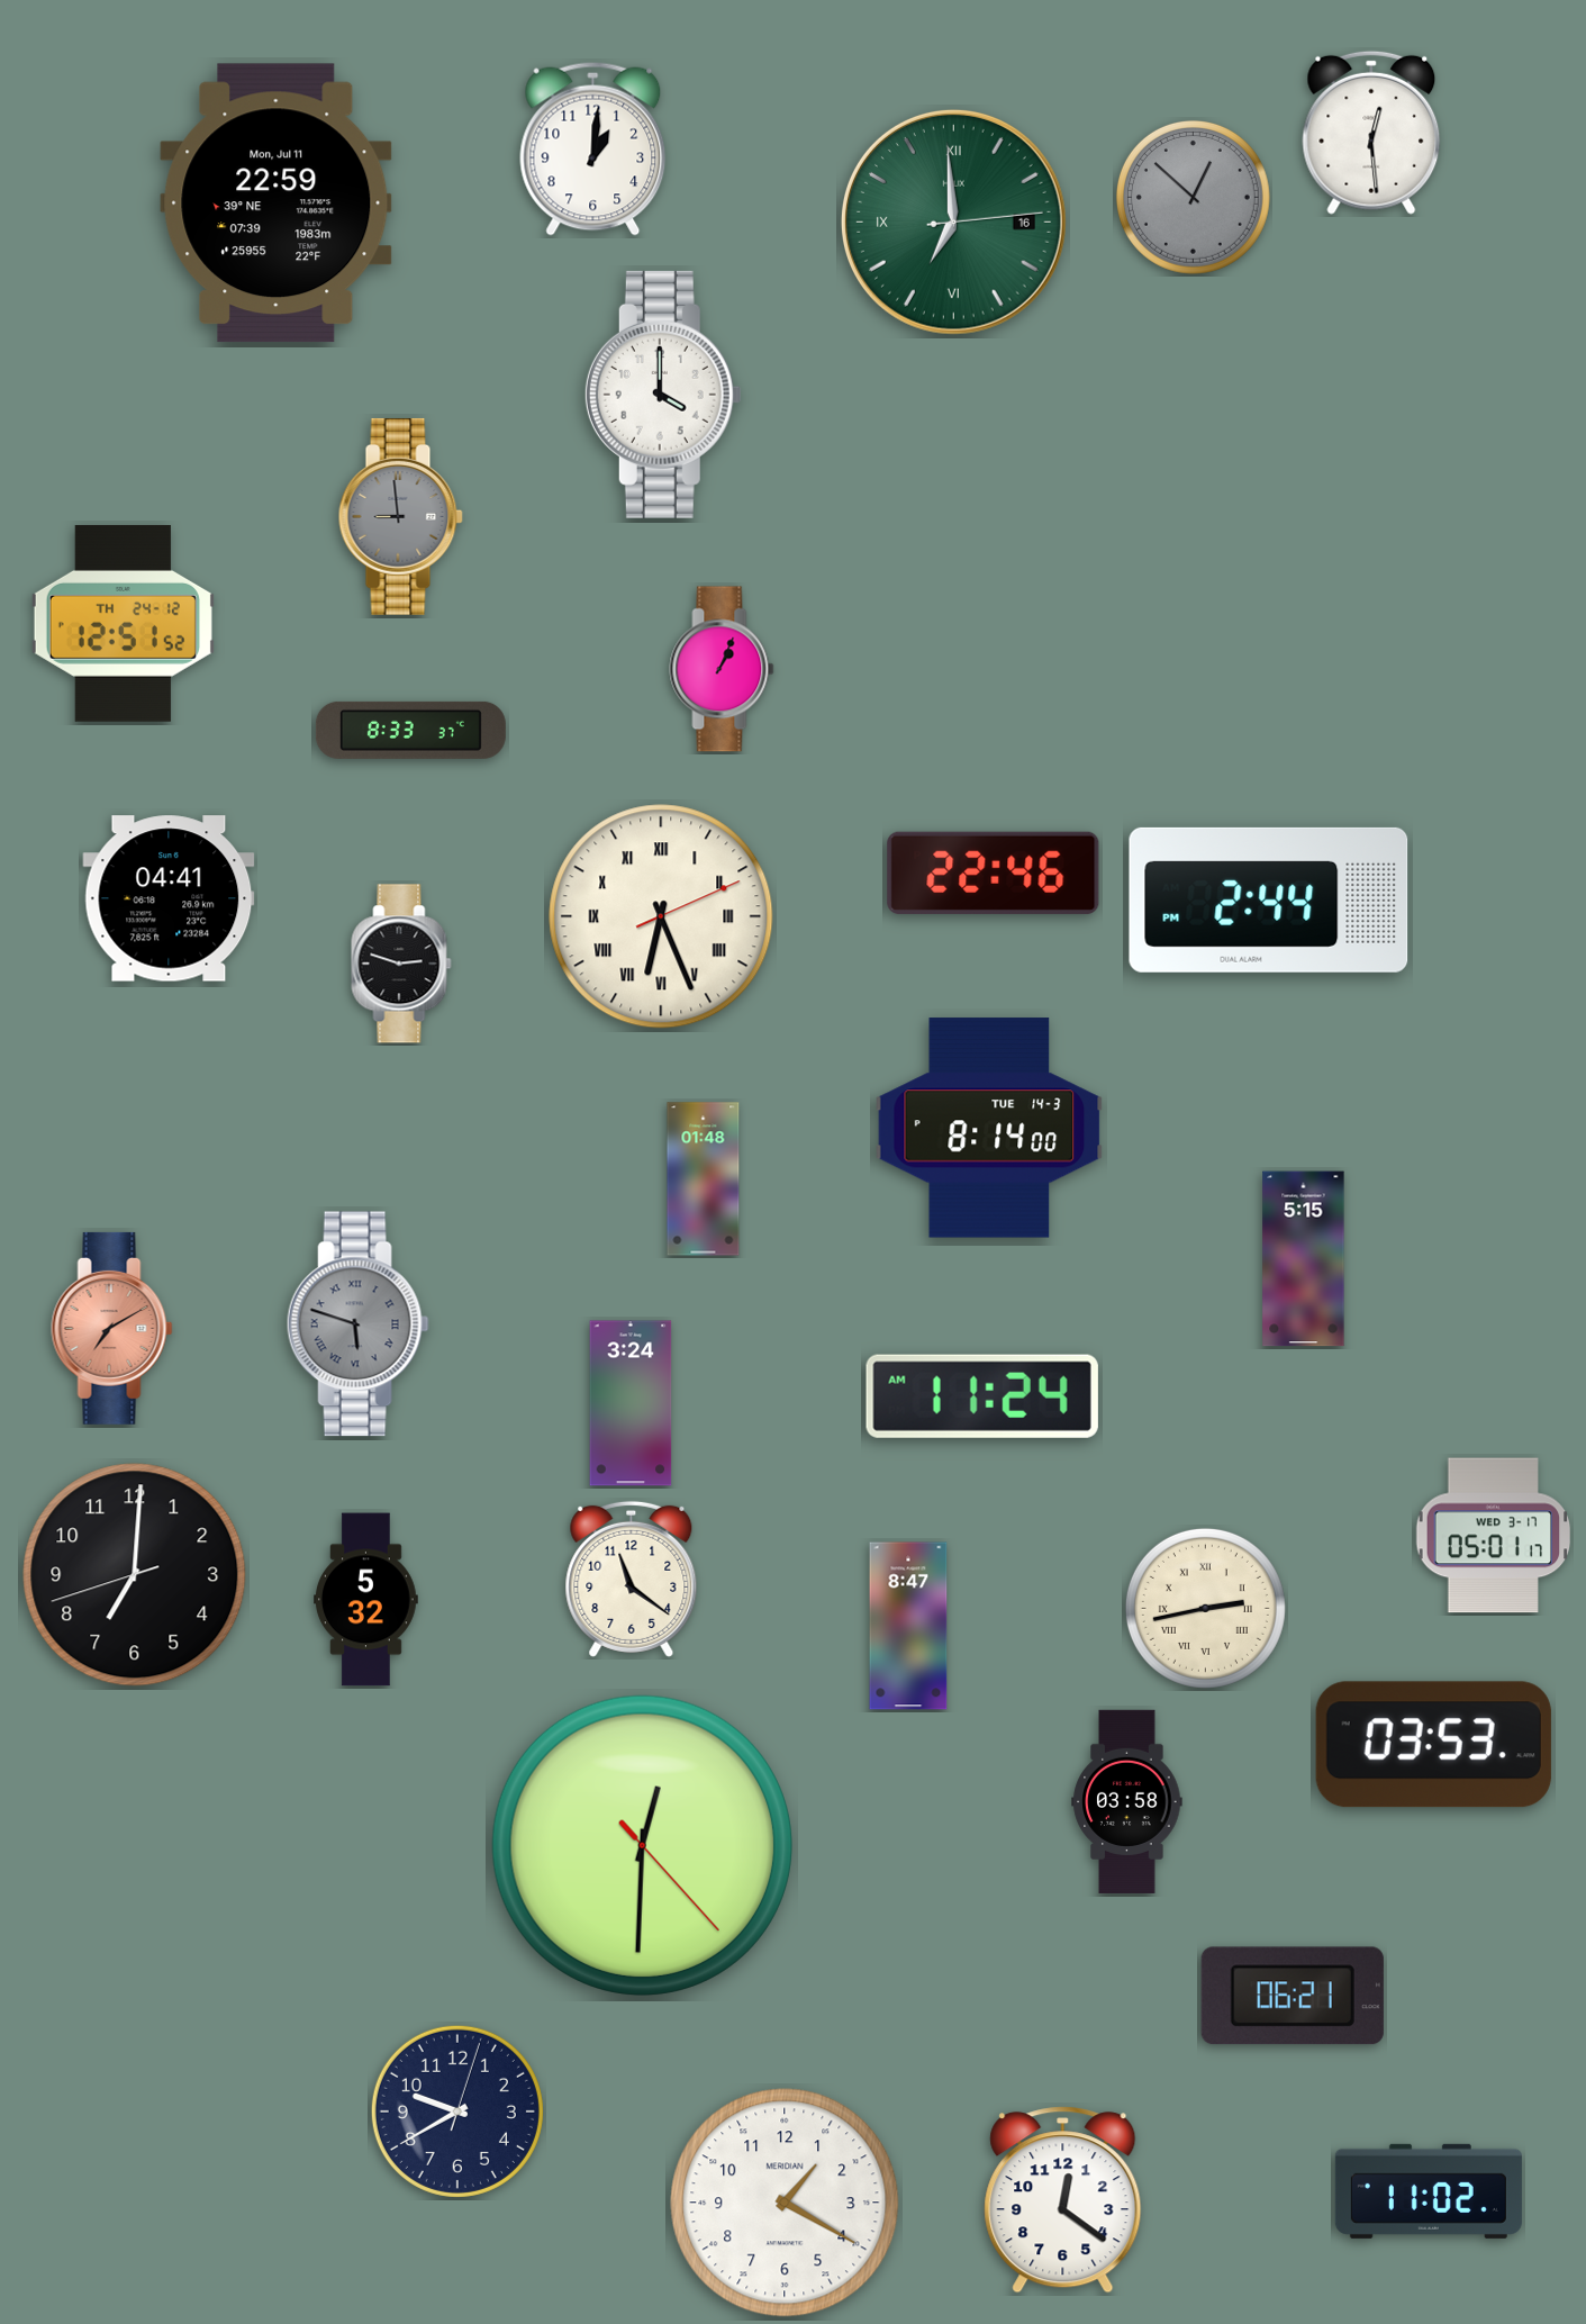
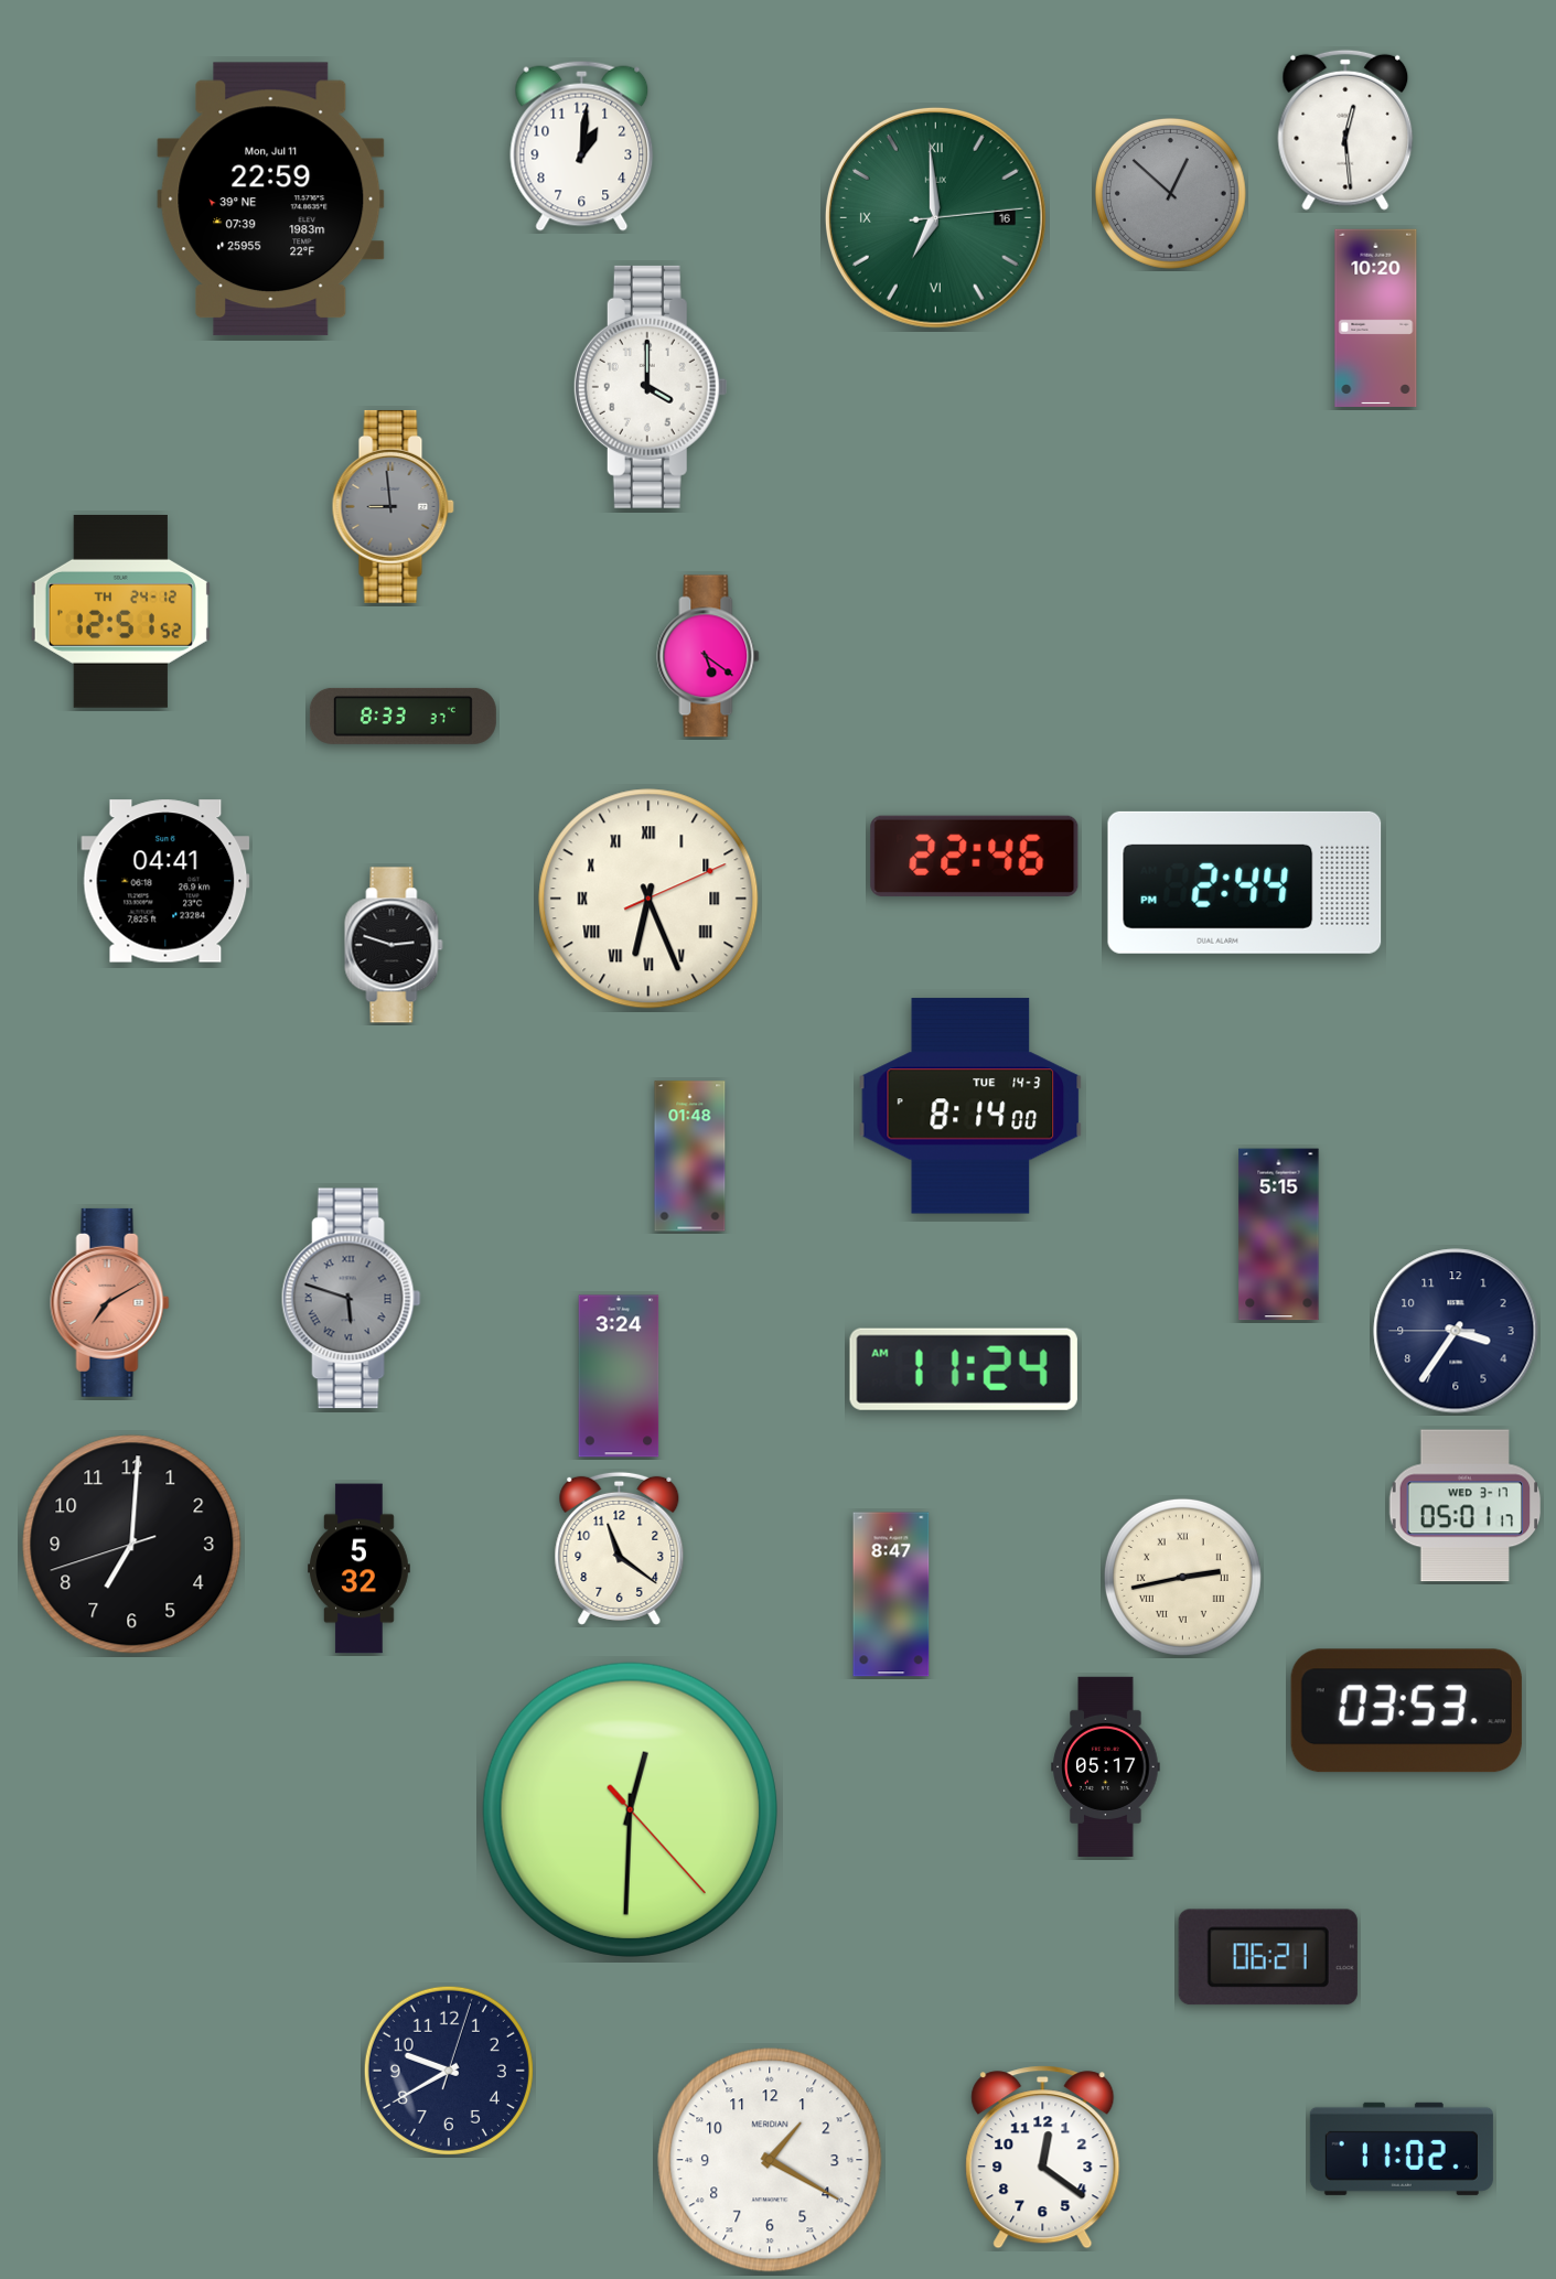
clock at (1376, 318): none -> 10:20
clock at (722, 669): 1:04 -> 5:21
clock at (1456, 1331): none -> 3:35
clock at (1127, 1801): 03:58 -> 05:17
